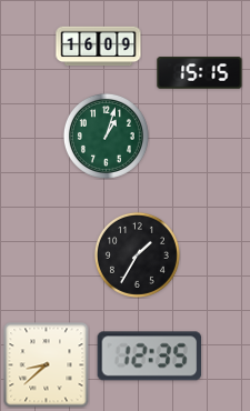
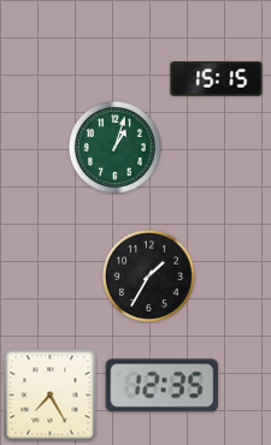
clock at (99, 47): 16:09 -> none
clock at (46, 364): 8:38 -> 7:25
